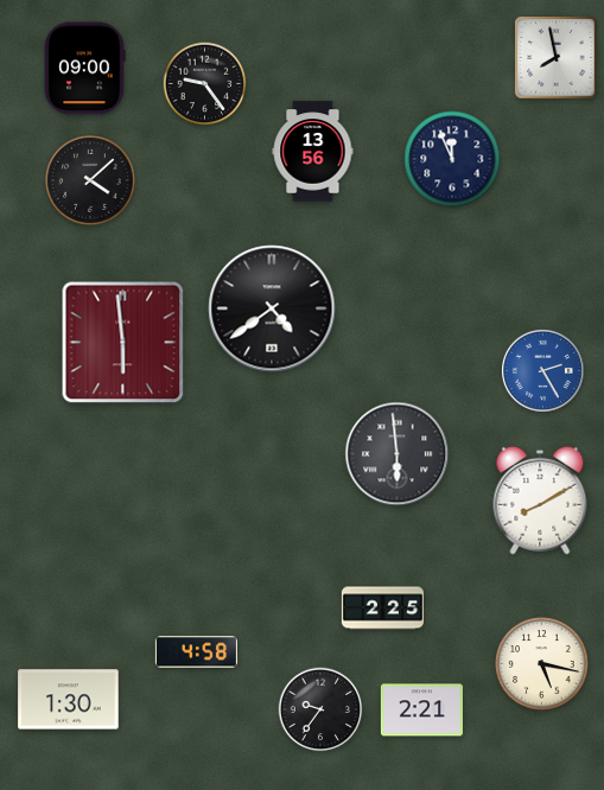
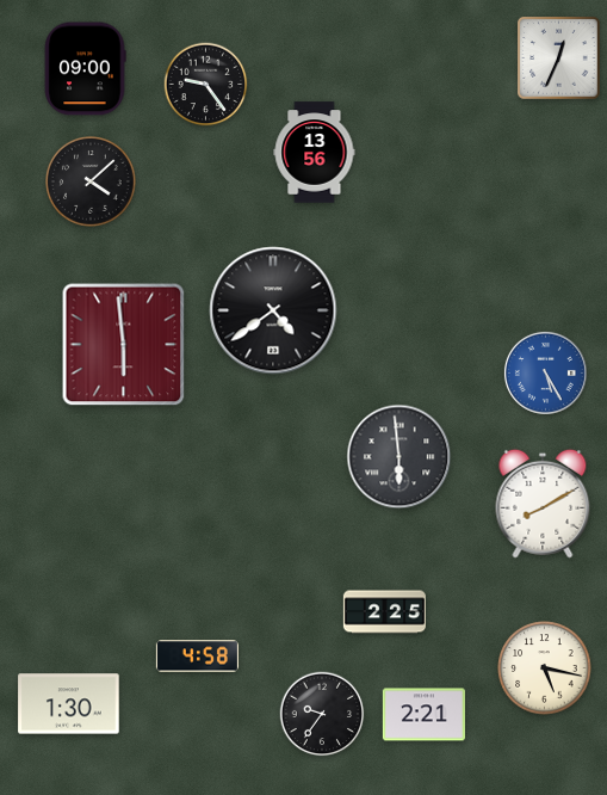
clock at (557, 58): 7:58 -> 12:34
clock at (452, 159): 11:56 -> none
clock at (542, 370): 2:25 -> 5:25
